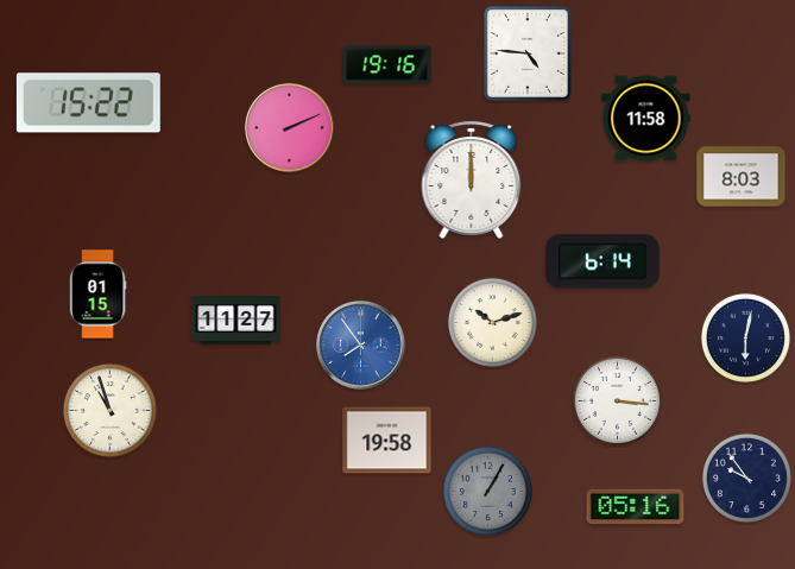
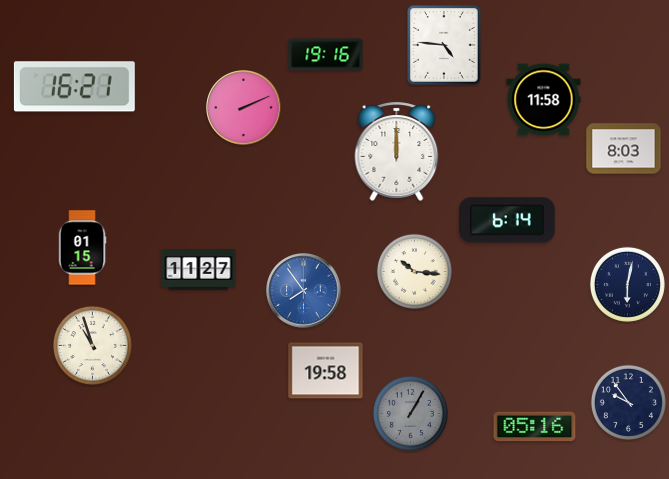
clock at (88, 103): 15:22 -> 16:21
clock at (492, 322): 10:12 -> 10:16
clock at (617, 400): 3:16 -> none
